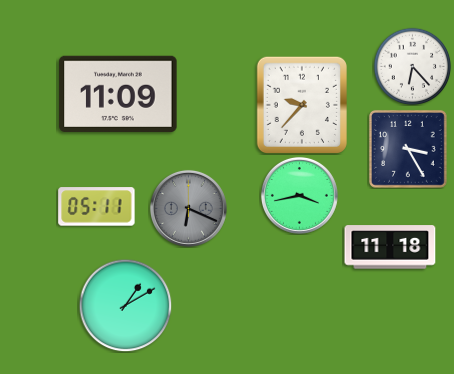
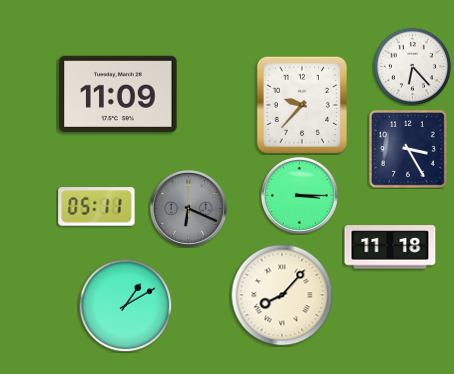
clock at (299, 195): 3:43 -> 3:15
clock at (282, 295): none -> 8:07
